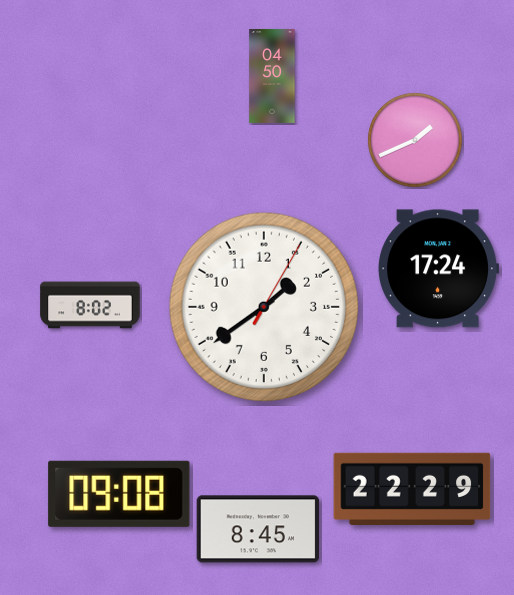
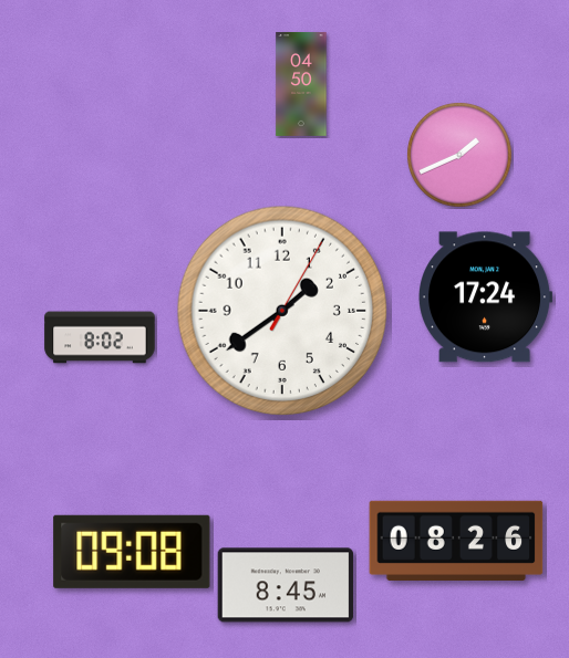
clock at (264, 307) position: (264, 307) -> (282, 311)
clock at (412, 489): 22:29 -> 08:26
clock at (119, 494) position: (119, 494) -> (132, 552)
